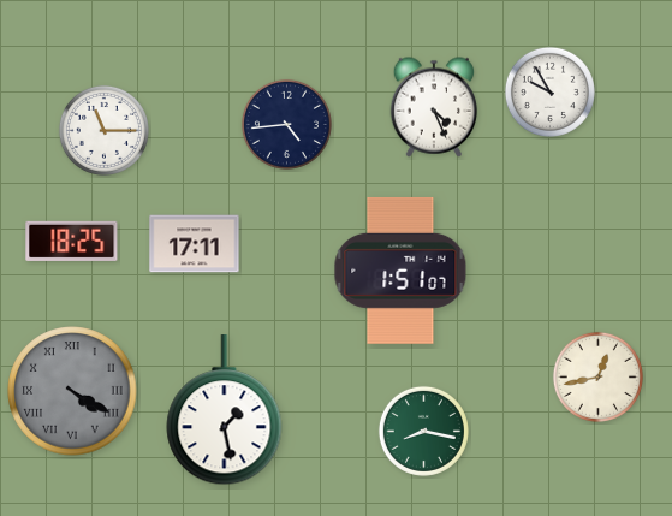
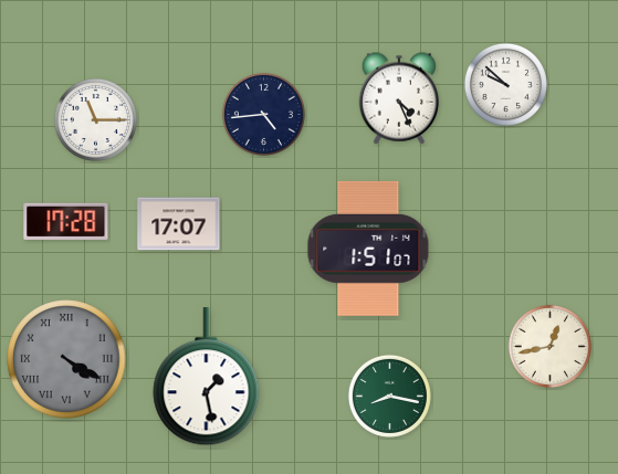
clock at (549, 91): 9:55 -> 9:52
clock at (72, 241): 18:25 -> 17:28
clock at (195, 244): 17:11 -> 17:07
